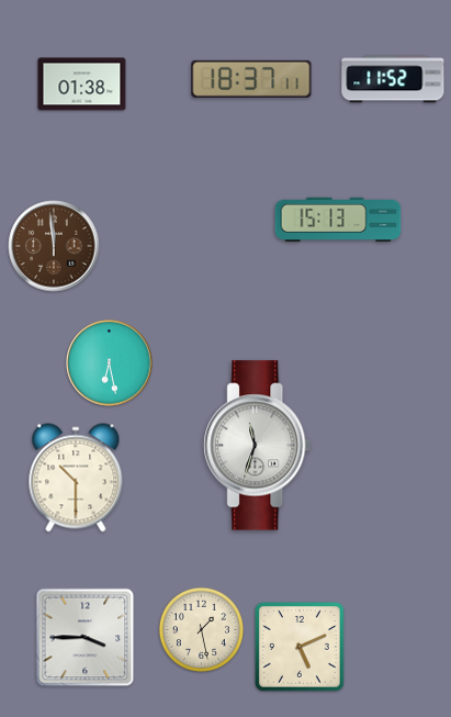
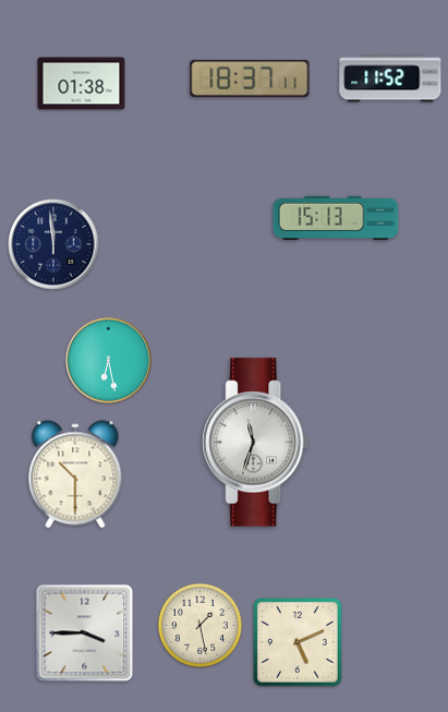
clock at (54, 246) dial: brown -> navy
